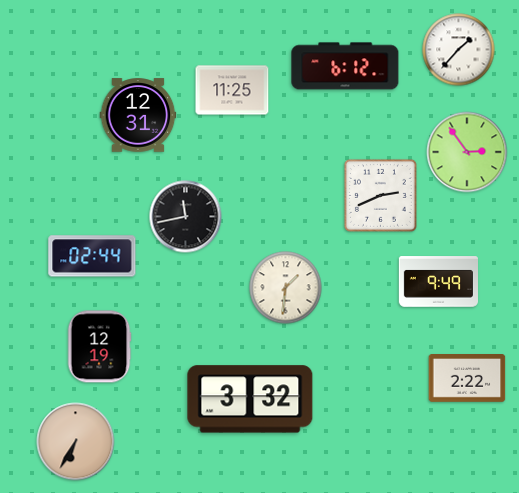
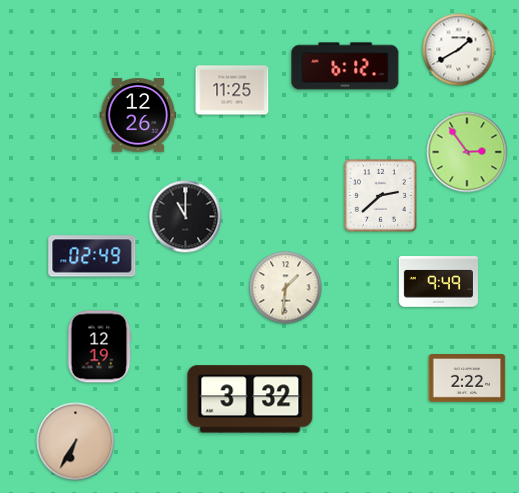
clock at (459, 50): 1:37 -> 1:40
clock at (138, 115): 12:31 -> 12:26
clock at (380, 195): 2:41 -> 2:38
clock at (186, 217): 11:43 -> 11:00
clock at (92, 256): 02:44 -> 02:49
